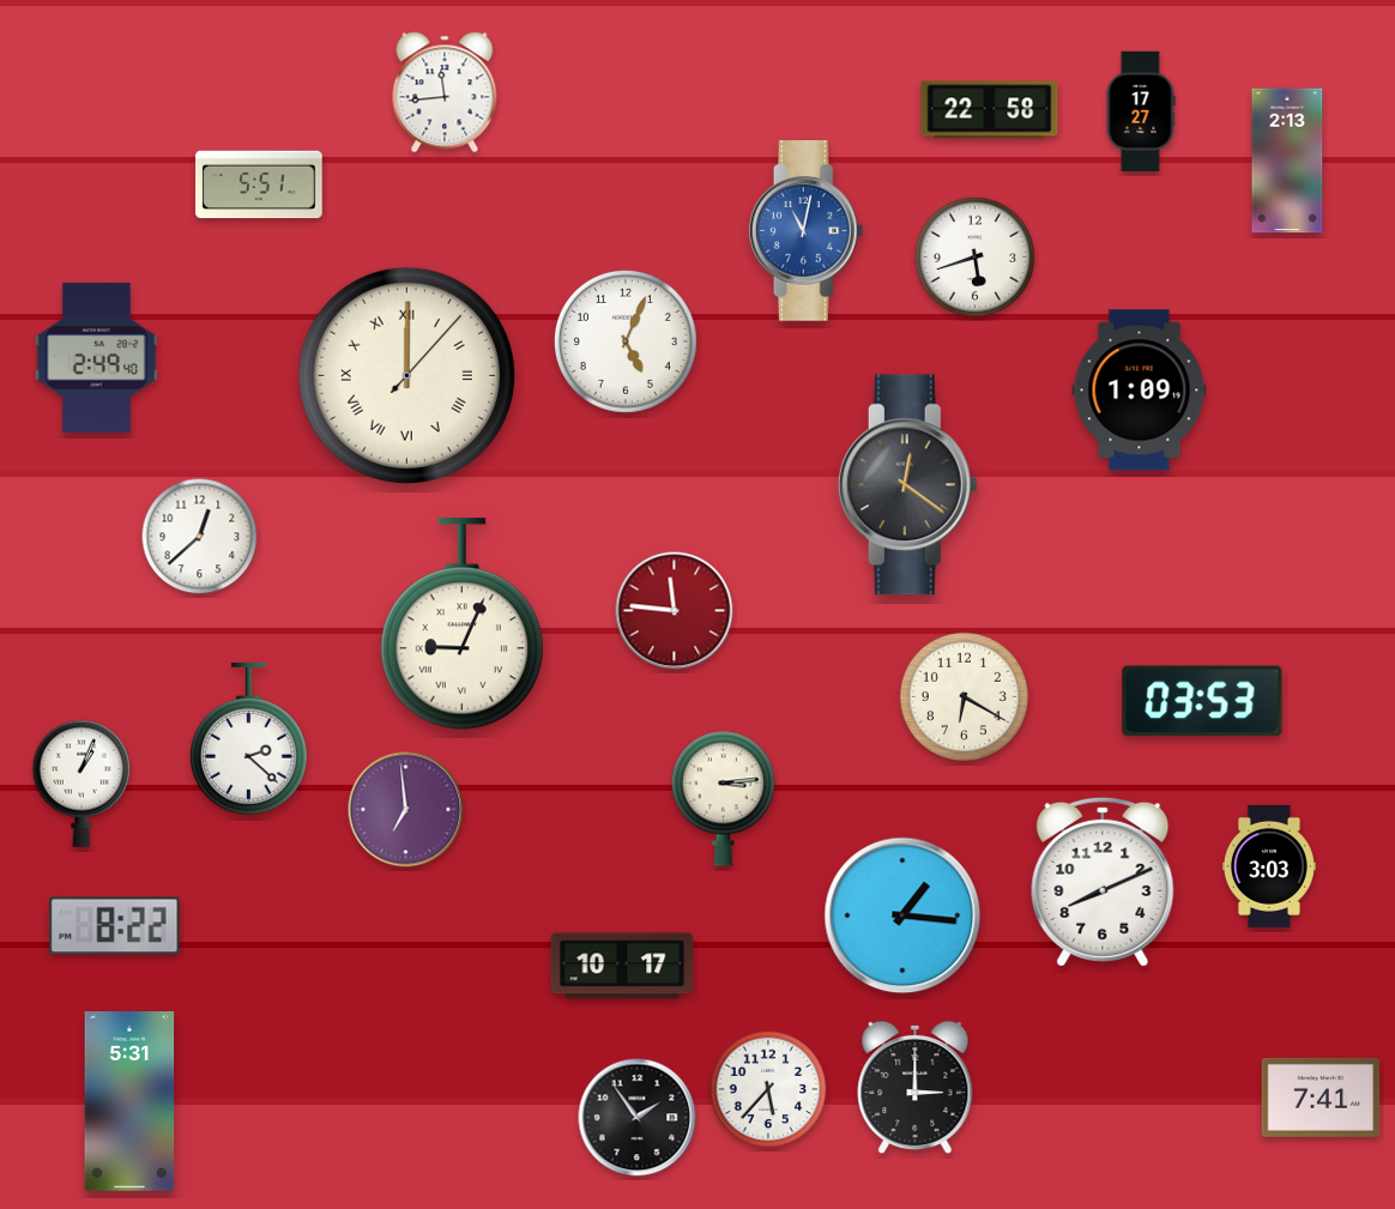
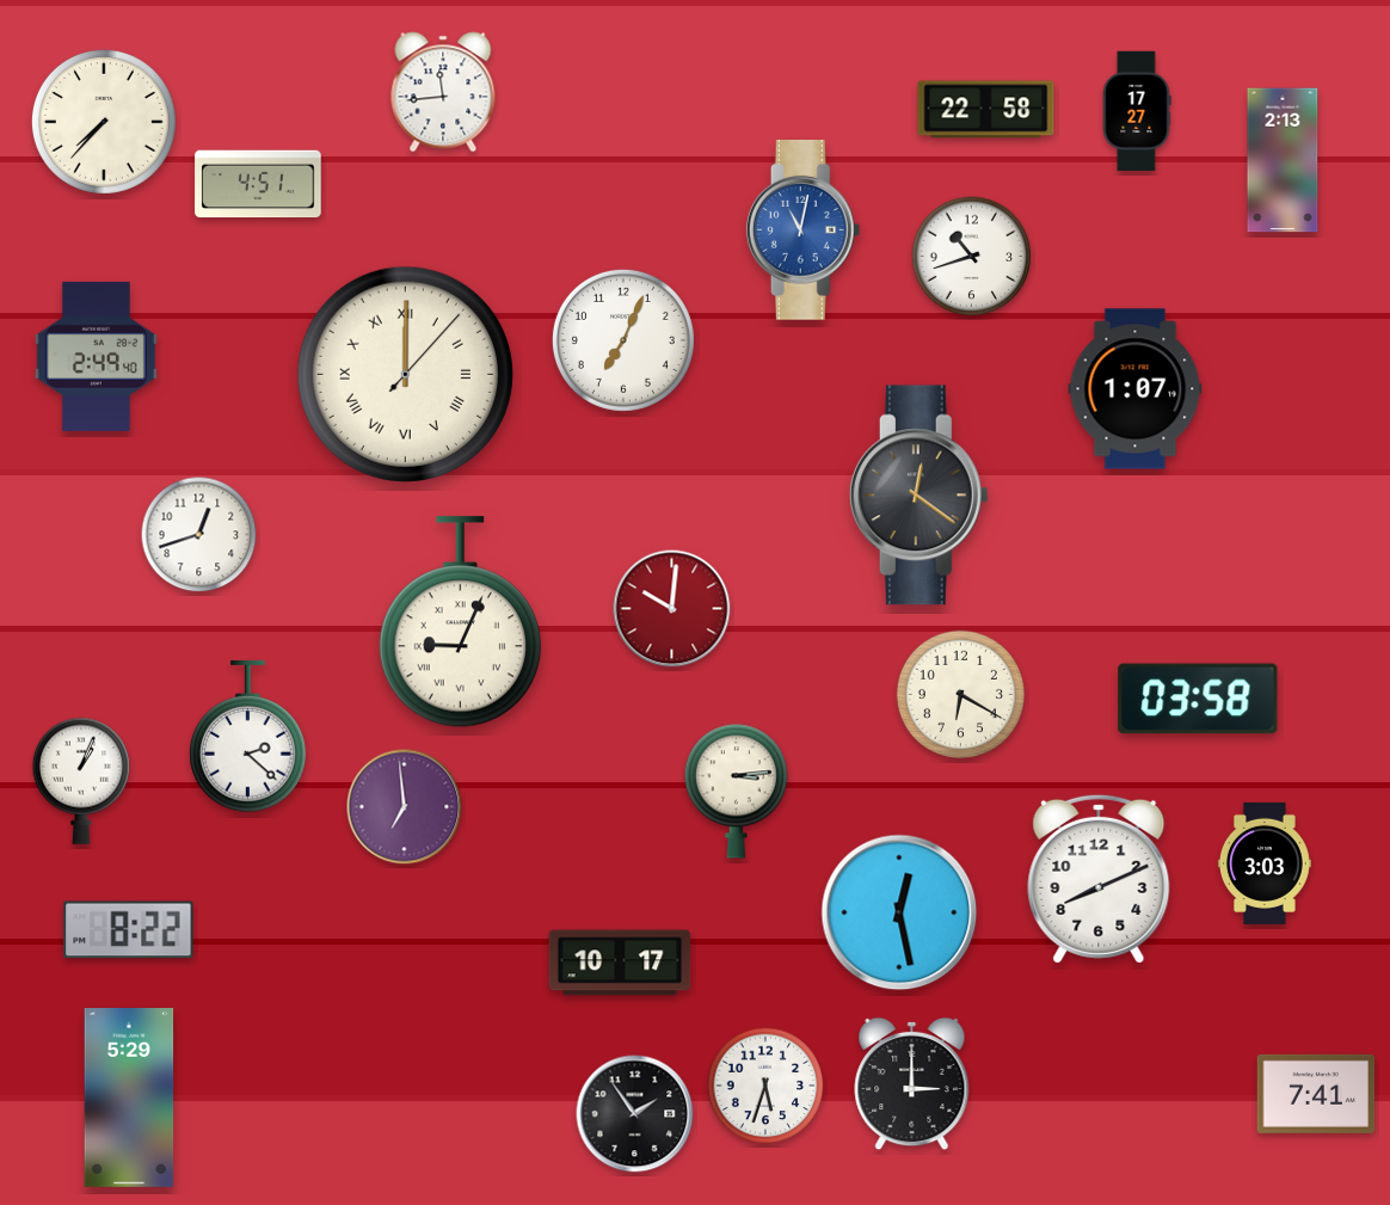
clock at (104, 122): none -> 7:37
clock at (259, 185): 5:51 -> 4:51
clock at (976, 258): 5:42 -> 10:42
clock at (626, 341): 5:04 -> 7:04
clock at (1140, 391): 1:09 -> 1:07
clock at (907, 485) position: (907, 485) -> (918, 496)
clock at (200, 537): 12:38 -> 12:42
clock at (675, 611): 11:46 -> 10:01
clock at (1202, 701): 03:53 -> 03:58
clock at (723, 798) position: (723, 798) -> (736, 791)
clock at (902, 915): 1:16 -> 12:28
clock at (115, 926) position: (115, 926) -> (129, 930)
clock at (768, 1089): 5:37 -> 5:33
clock at (129, 1102): 5:31 -> 5:29
